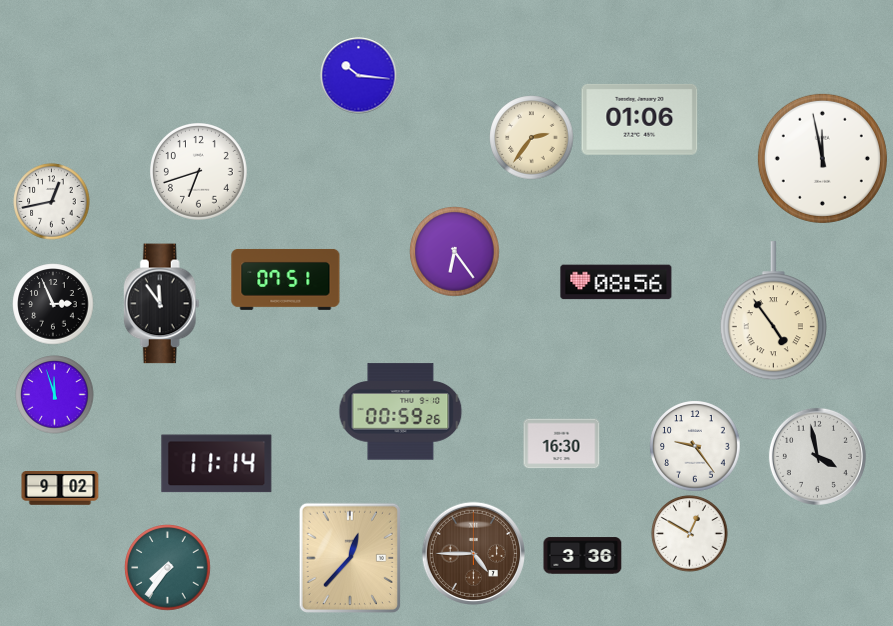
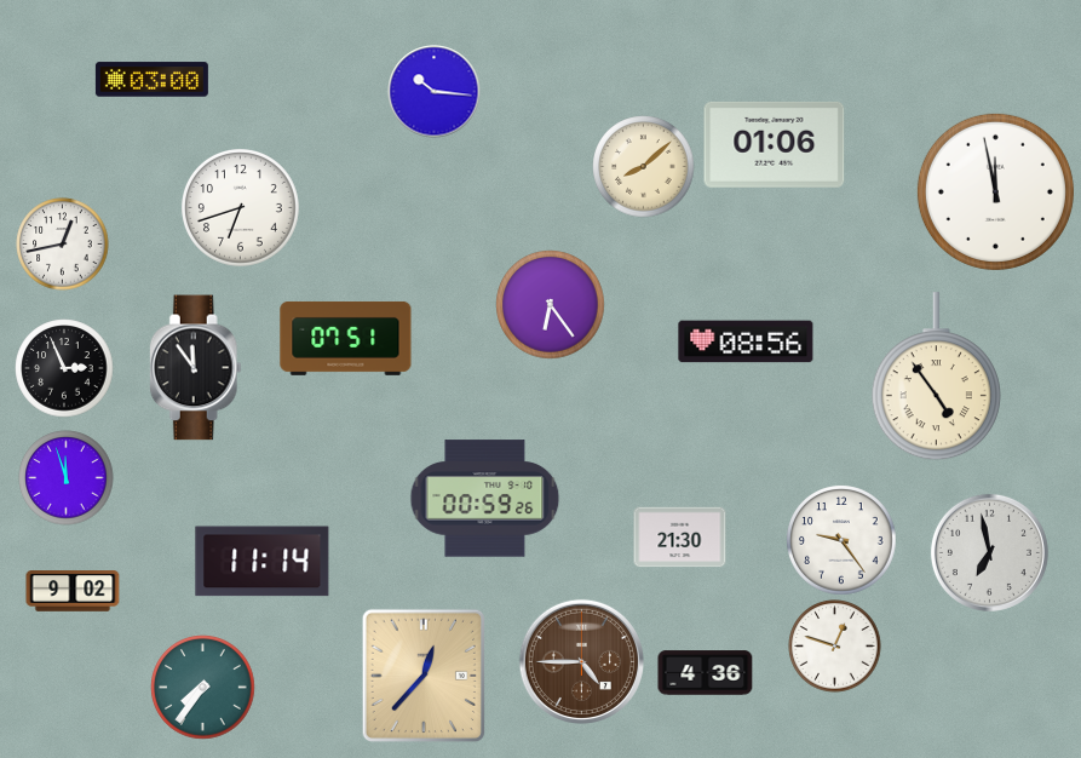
clock at (151, 80): none -> 03:00
clock at (532, 138): 2:36 -> 8:08
clock at (562, 444): 16:30 -> 21:30
clock at (817, 456): 3:58 -> 6:58
clock at (690, 534): 12:50 -> 12:48
clock at (473, 553) position: (473, 553) -> (581, 661)
clock at (583, 556): 3:36 -> 4:36
